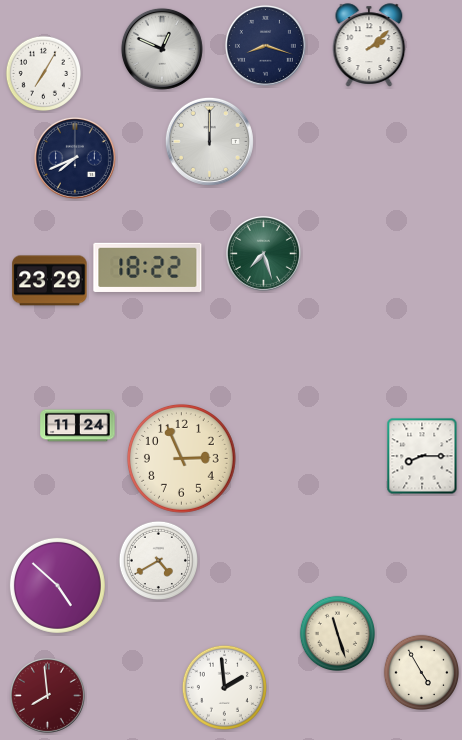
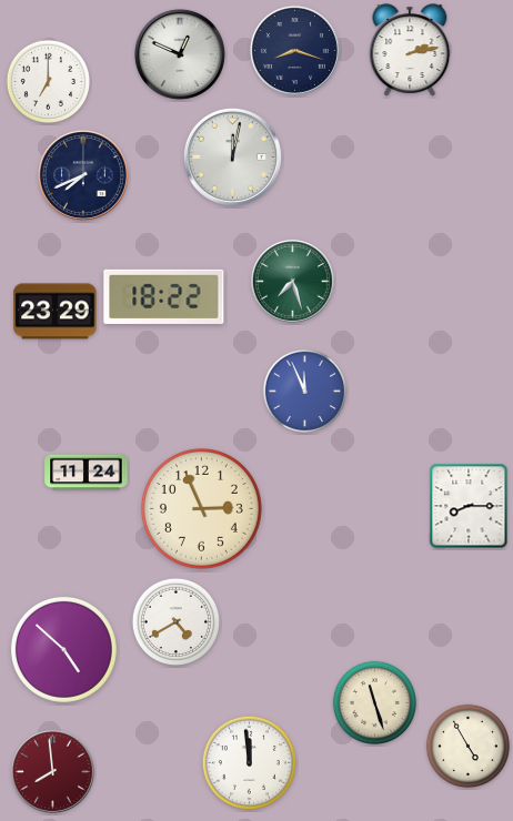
clock at (369, 45): 2:08 -> 2:13
clock at (44, 74): 7:05 -> 7:00
clock at (209, 141): 12:00 -> 12:02
clock at (305, 392): none -> 11:56
clock at (224, 687): 1:59 -> 11:59
